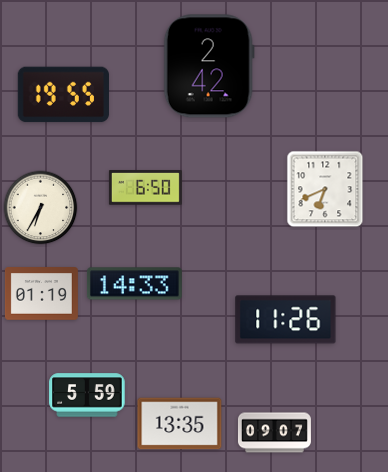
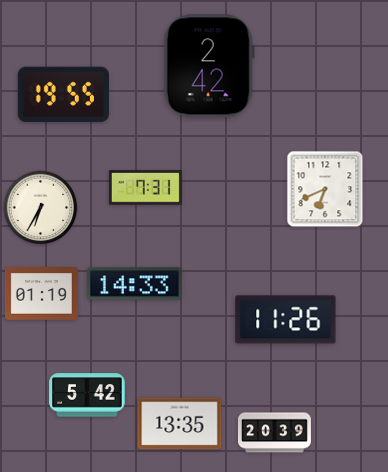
clock at (145, 188): 6:50 -> 7:31
clock at (87, 395): 5:59 -> 5:42
clock at (274, 433): 09:07 -> 20:39
